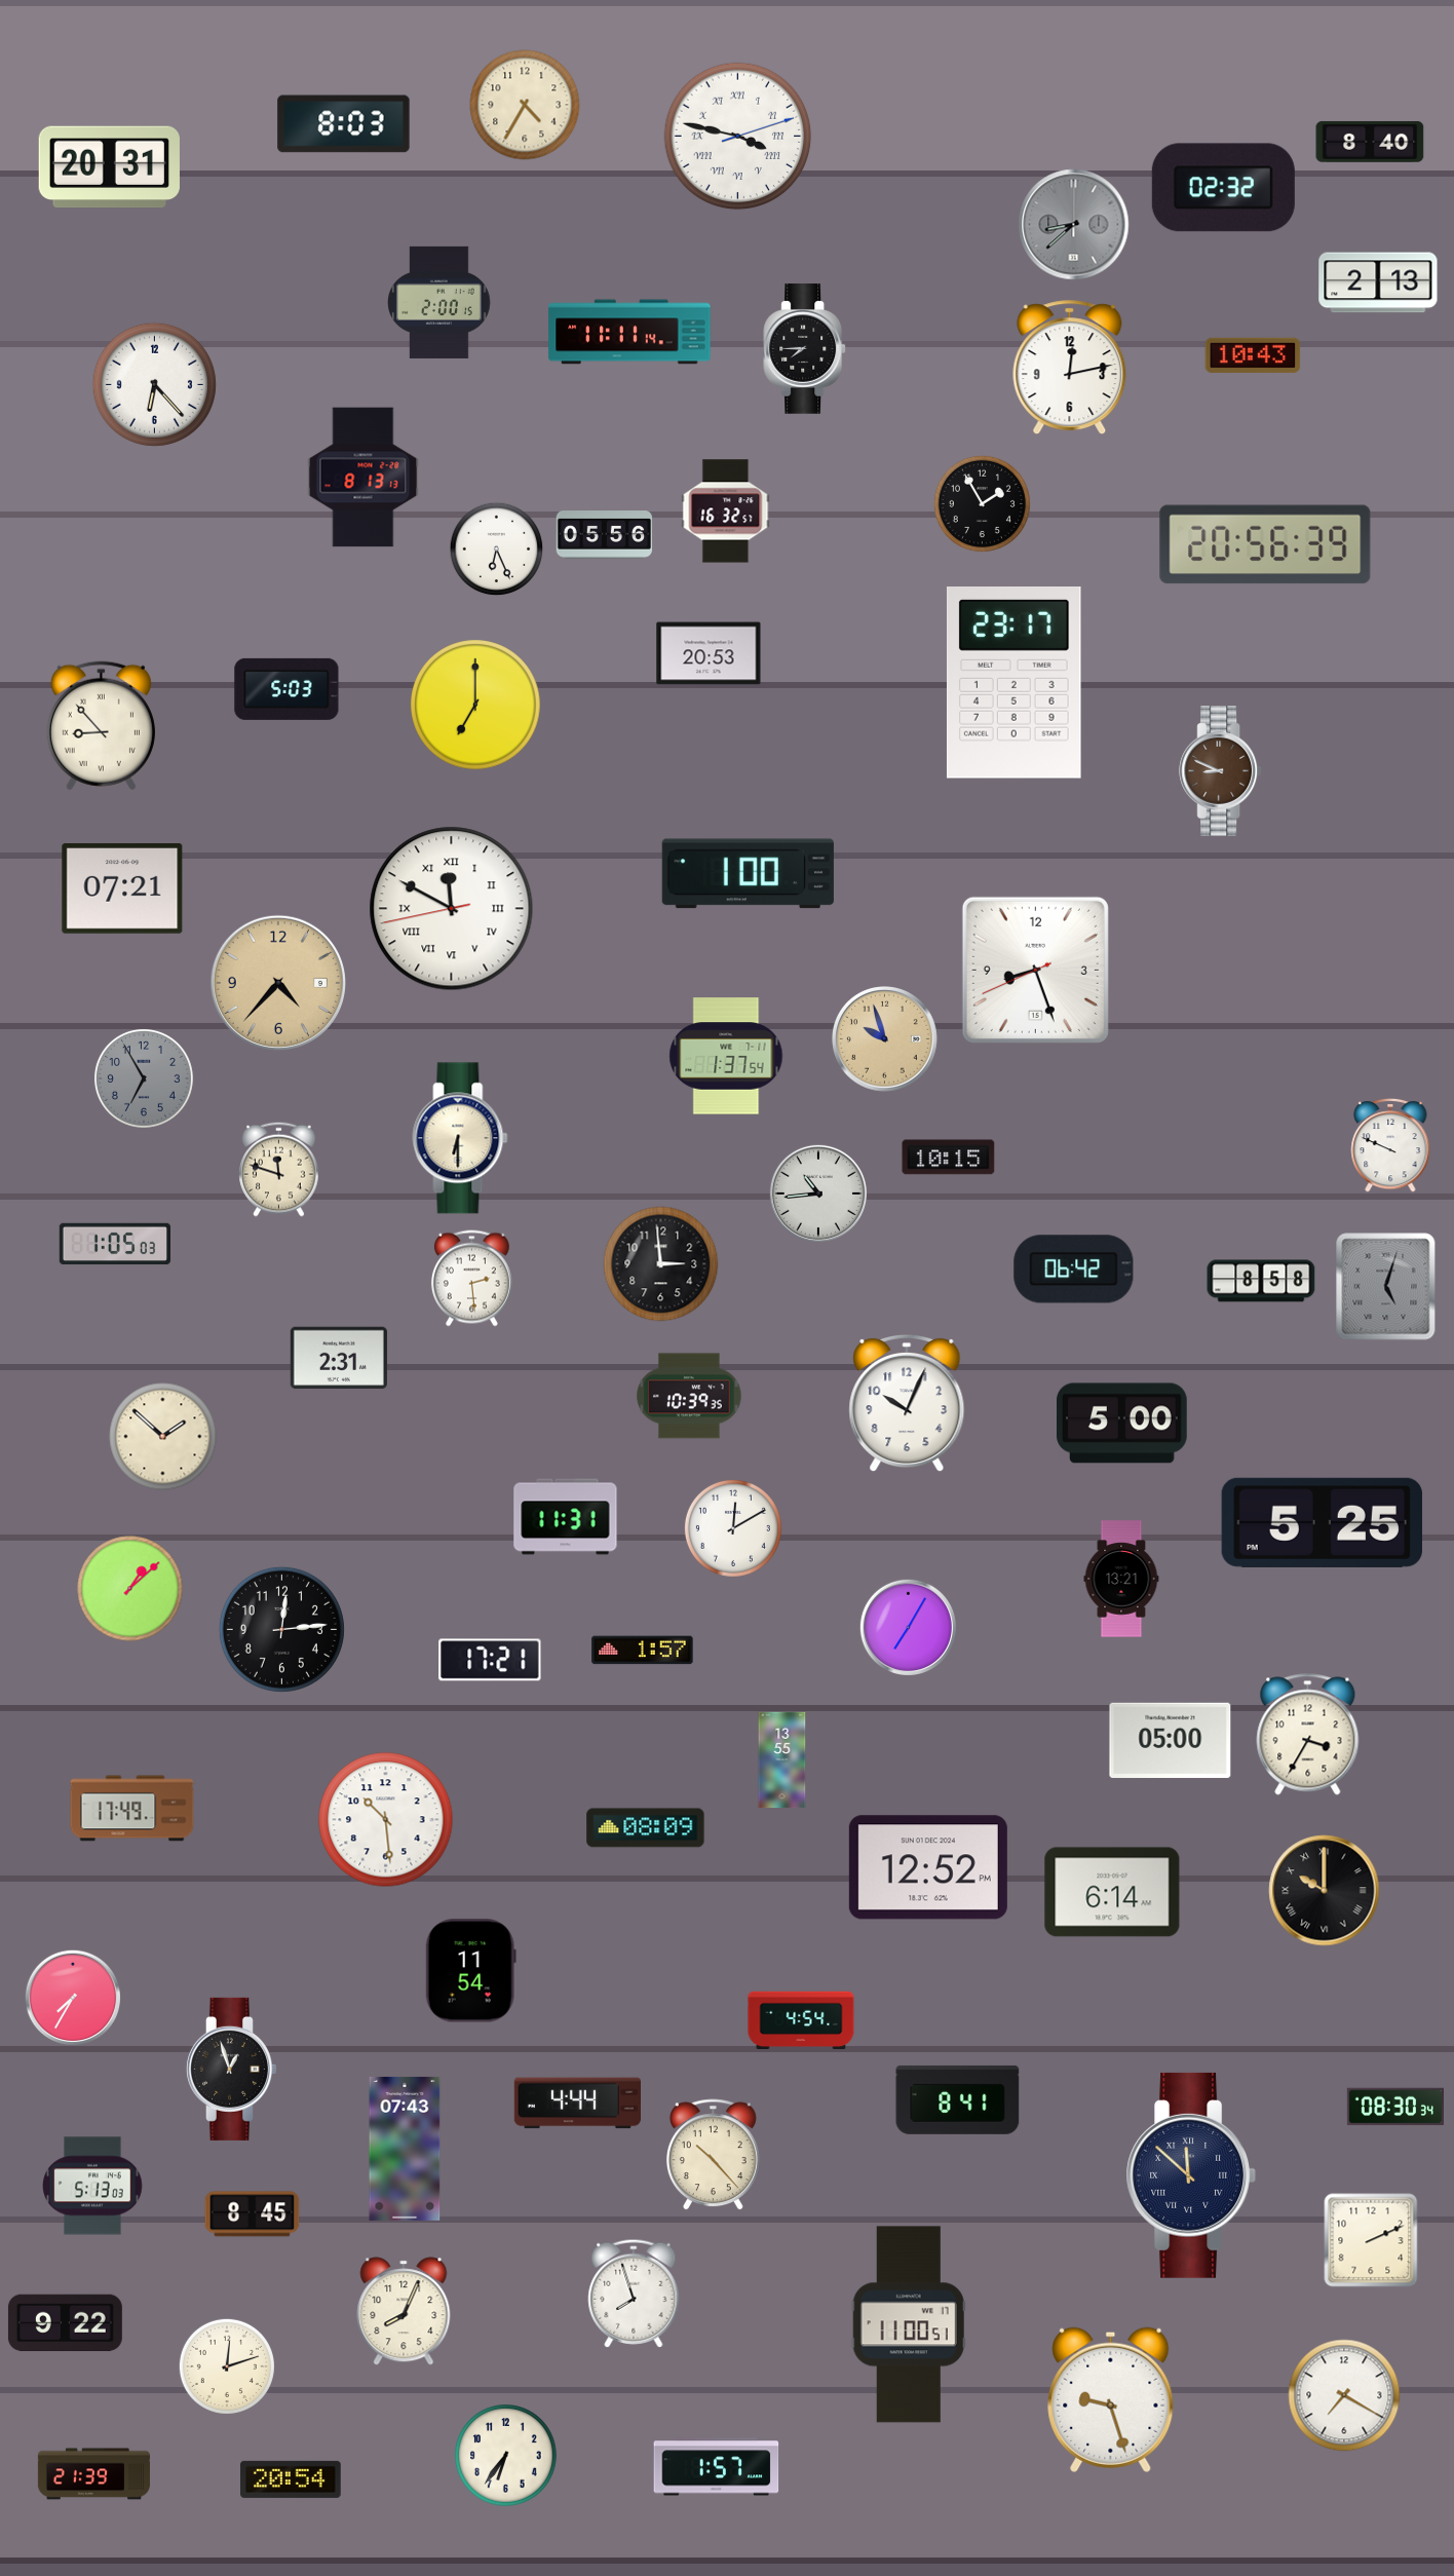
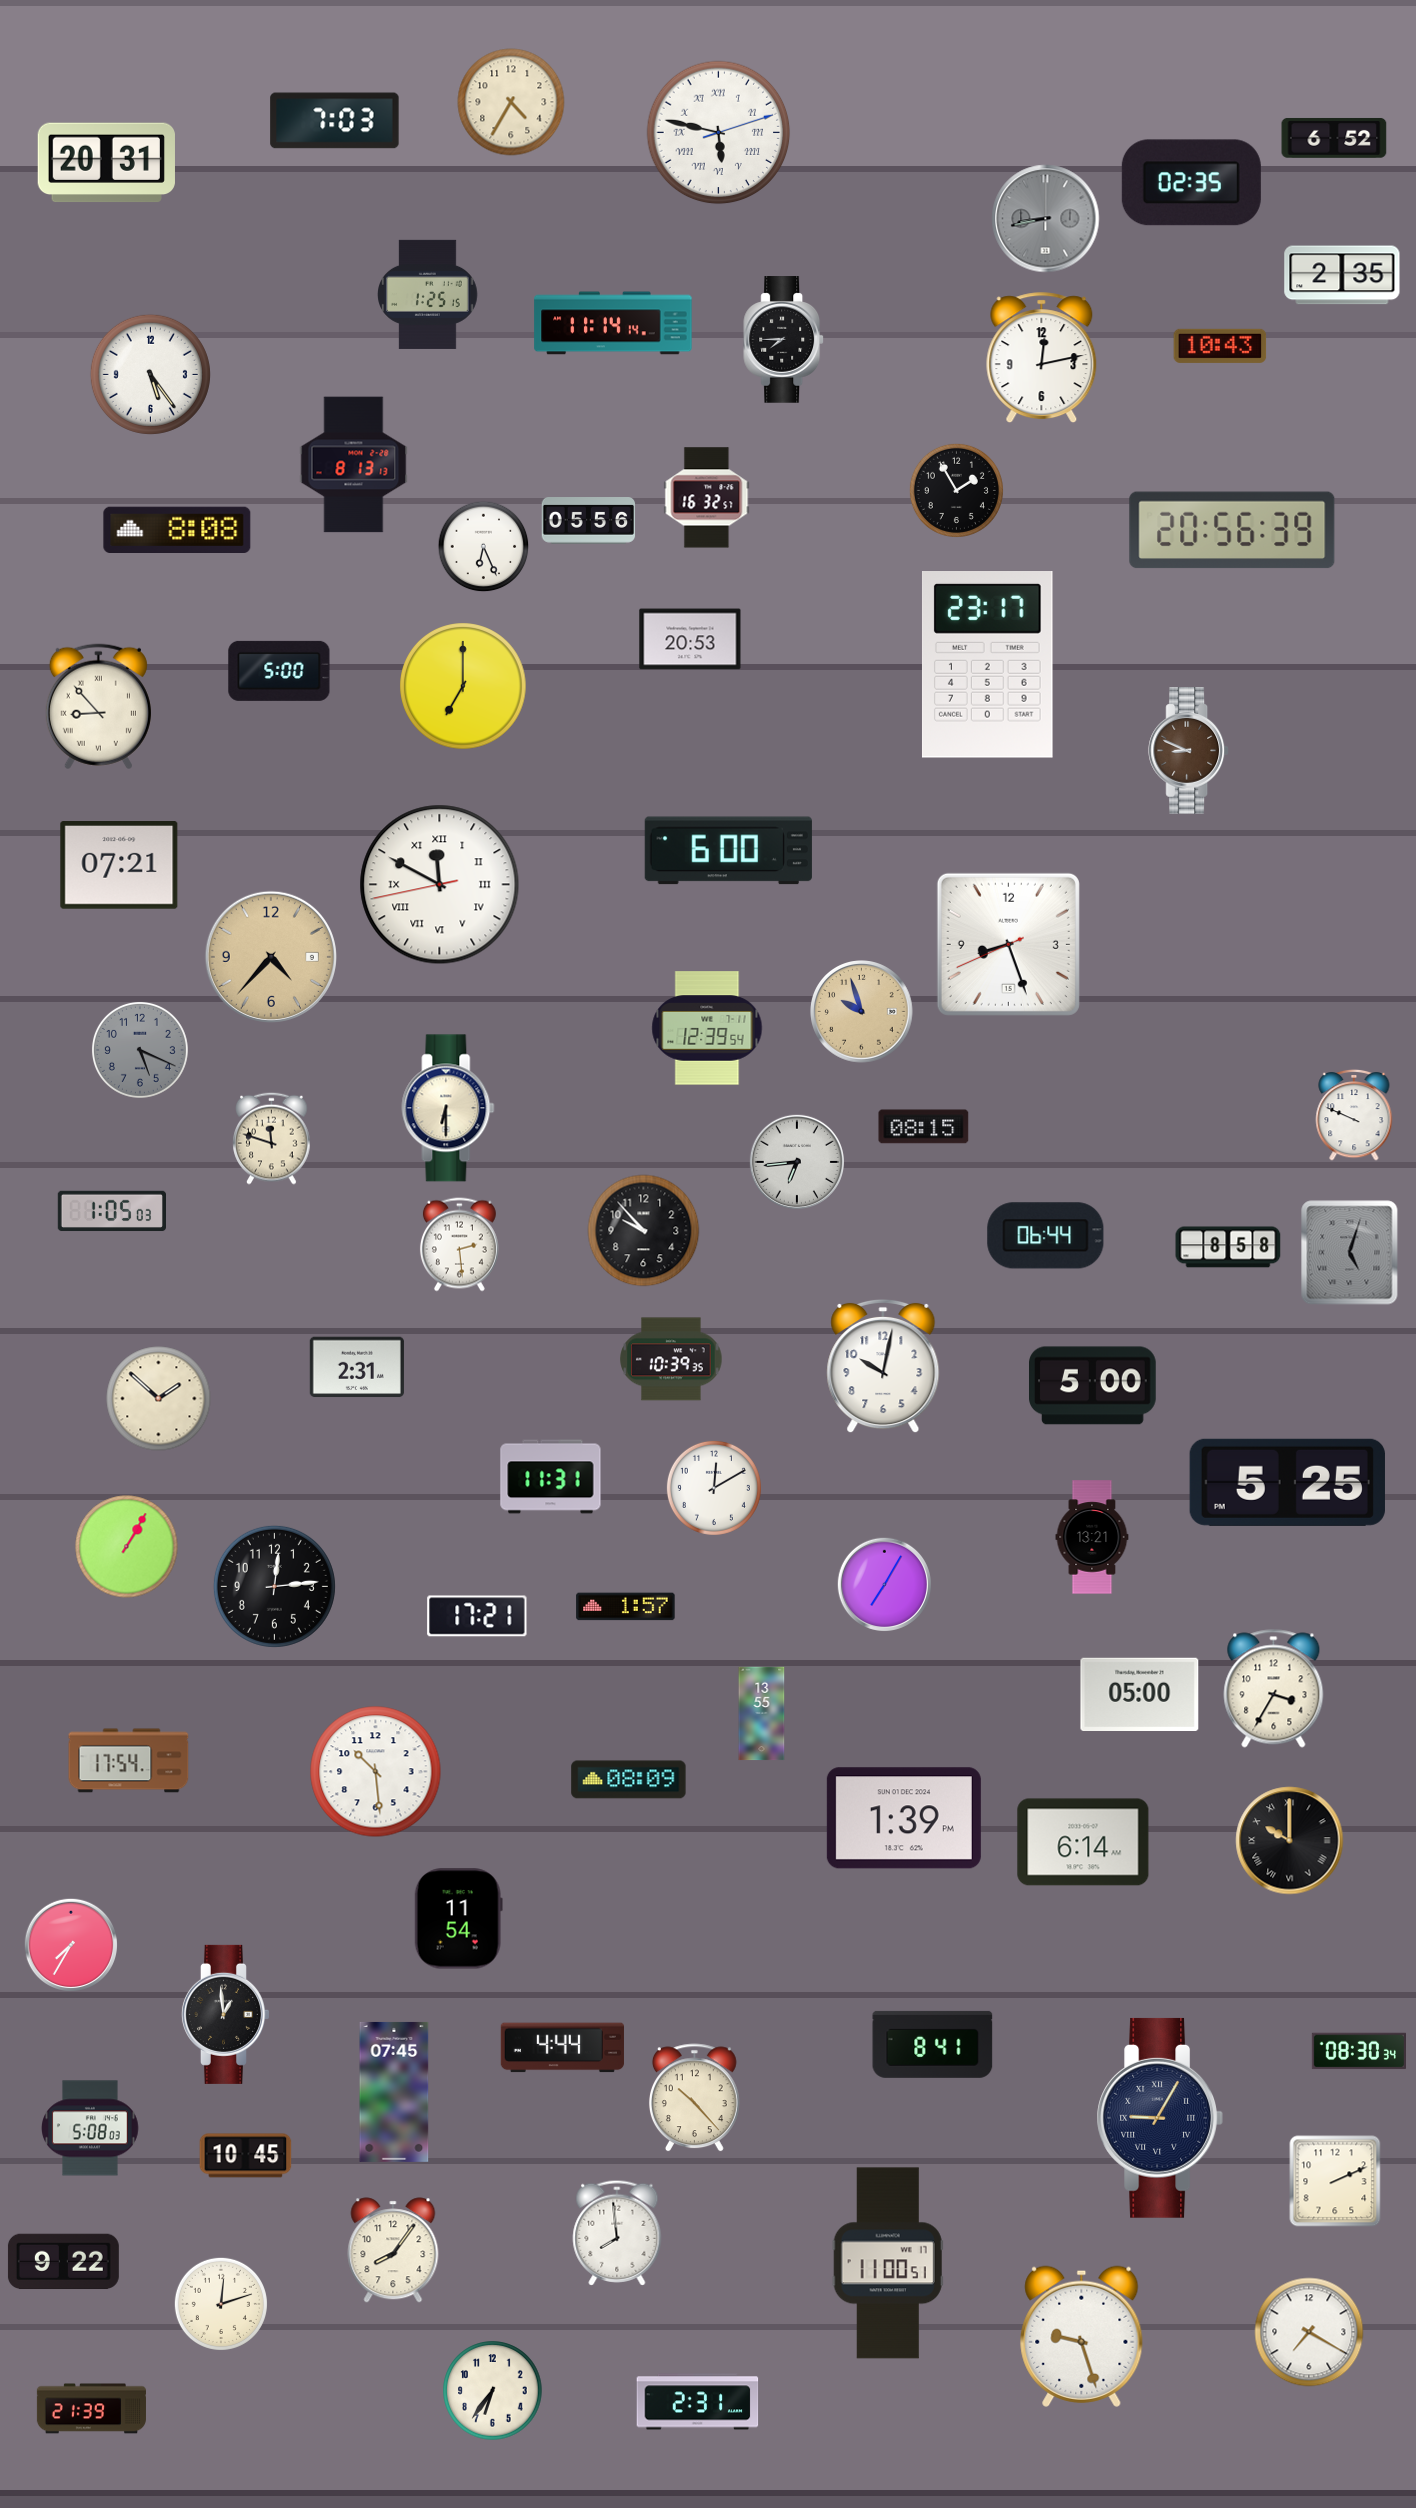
clock at (344, 124): 8:03 -> 7:03
clock at (738, 137): 3:47 -> 5:47
clock at (1370, 142): 8:40 -> 6:52
clock at (1223, 188): 02:32 -> 02:35
clock at (1074, 225): 8:38 -> 8:43
clock at (1378, 282): 2:13 -> 2:35
clock at (439, 302): 2:00 -> 1:25
clock at (629, 332): 11:11 -> 11:14
clock at (154, 384): 6:23 -> 5:24
clock at (177, 529): none -> 8:08
clock at (497, 550) position: (497, 550) -> (484, 547)
clock at (709, 653) position: (709, 653) -> (690, 639)
clock at (286, 689): 5:03 -> 5:00
clock at (748, 874): 1:00 -> 6:00
clock at (726, 1056): 1:37 -> 12:39
clock at (144, 1078): 6:55 -> 5:19
clock at (949, 1158): 10:15 -> 08:15
clock at (818, 1194): 10:44 -> 6:44
clock at (661, 1264): 2:59 -> 9:53
clock at (1074, 1270): 06:42 -> 06:44
clock at (339, 1358) position: (339, 1358) -> (357, 1367)
clock at (907, 1403): 10:04 -> 10:02
clock at (130, 1589): 1:08 -> 1:05
clock at (132, 1809): 17:49 -> 17:54
clock at (928, 1867): 12:52 -> 1:39
clock at (801, 2020): 4:54 -> none
clock at (231, 2069): 12:57 -> 12:59
clock at (405, 2149): 07:43 -> 07:45
clock at (1190, 2175): 11:52 -> 9:05
clock at (93, 2186): 5:13 -> 5:08
clock at (253, 2214): 8:45 -> 10:45
clock at (634, 2294): 7:57 -> 7:59
clock at (404, 2311): 8:04 -> 8:06
clock at (909, 2324) position: (909, 2324) -> (888, 2263)
clock at (717, 2467): 1:57 -> 2:31
clock at (291, 2479): 20:54 -> none
